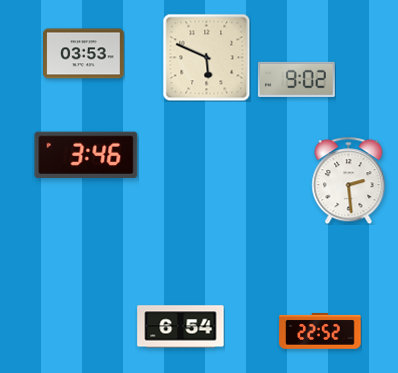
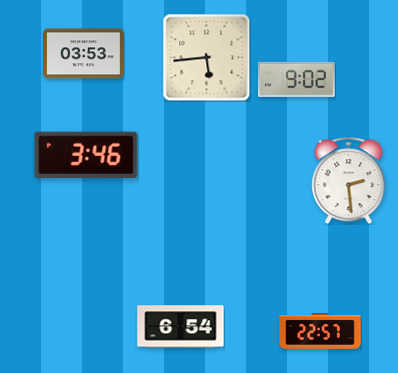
clock at (206, 57): 5:49 -> 5:44
clock at (320, 331): 22:52 -> 22:57
